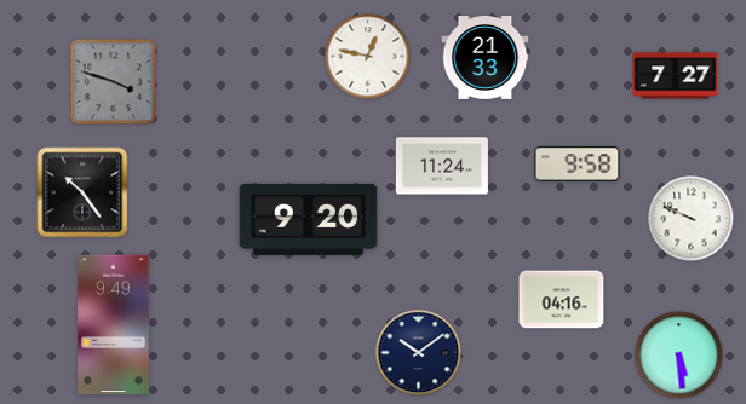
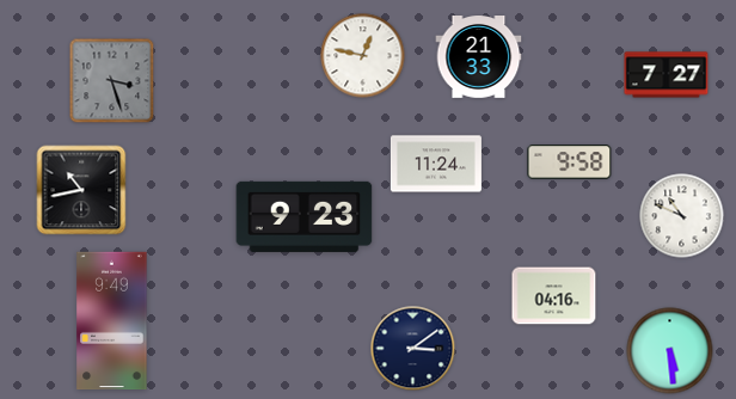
clock at (114, 82): 3:48 -> 3:27
clock at (82, 192): 10:24 -> 10:43
clock at (309, 219): 9:20 -> 9:23
clock at (692, 219): 9:49 -> 10:49
clock at (419, 353): 10:09 -> 3:09
